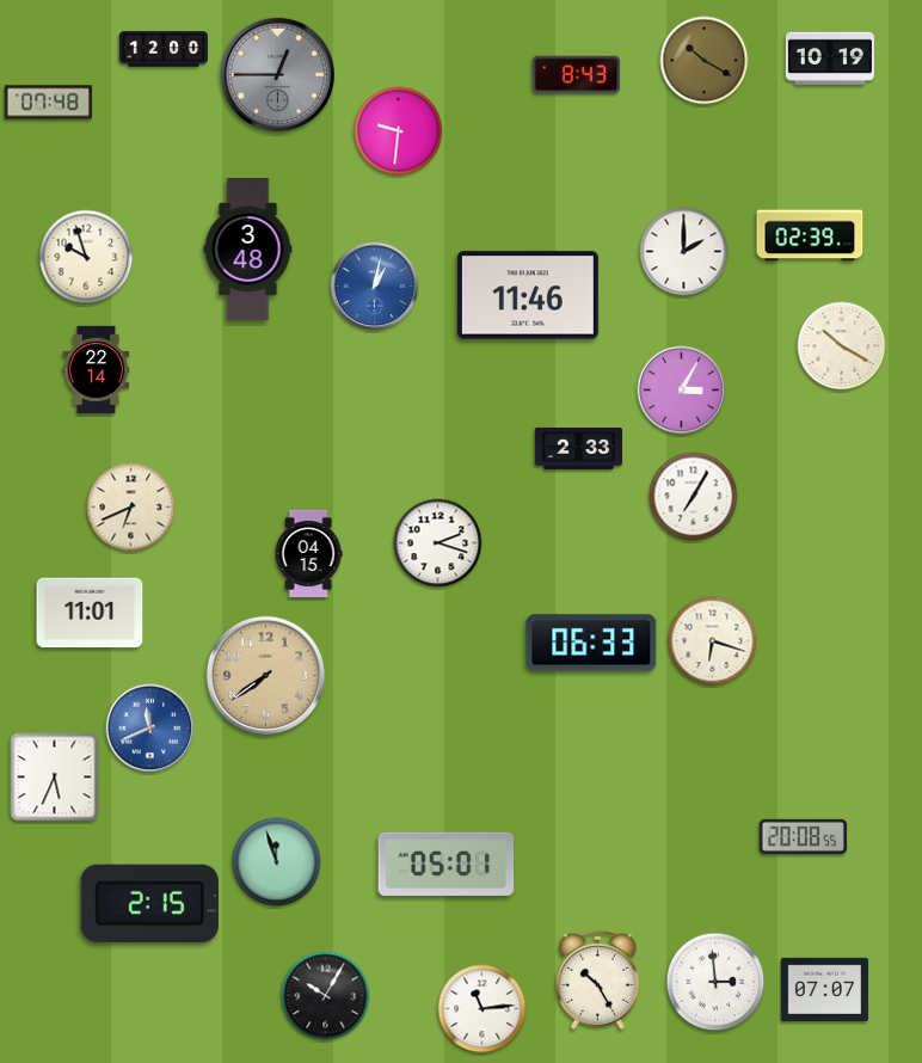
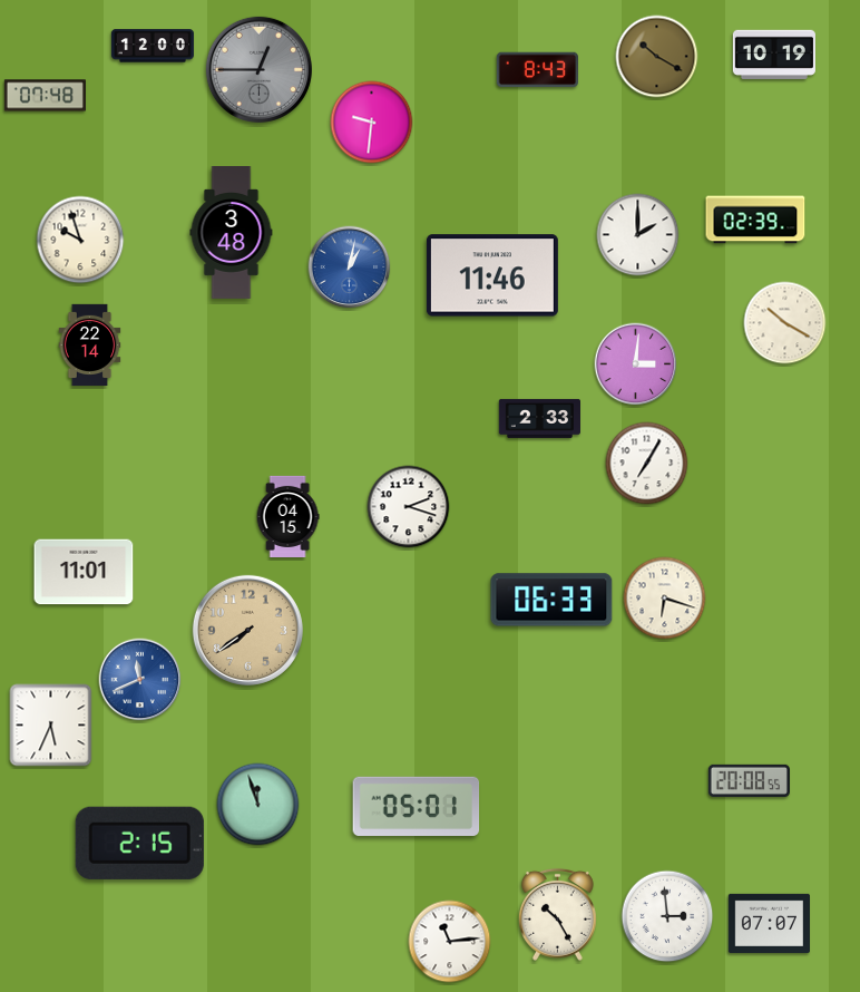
clock at (682, 391): 3:05 -> 3:01
clock at (131, 508): 6:41 -> none
clock at (326, 996): 10:05 -> none
